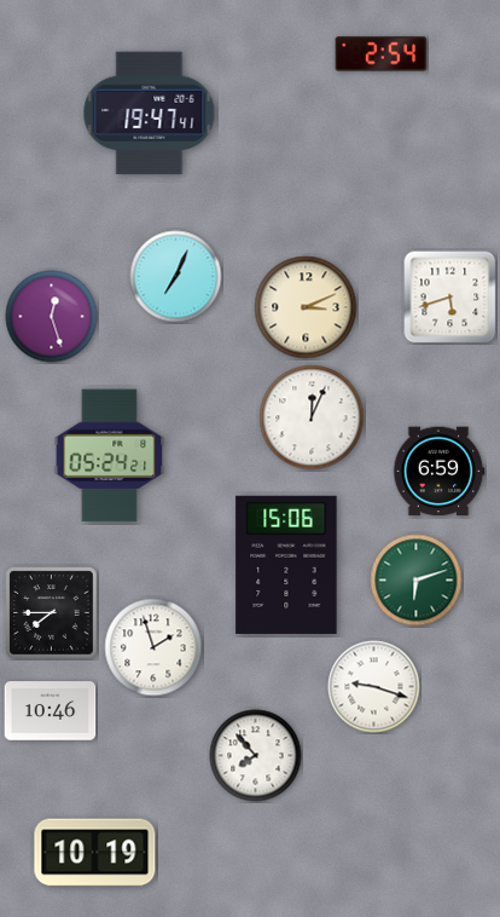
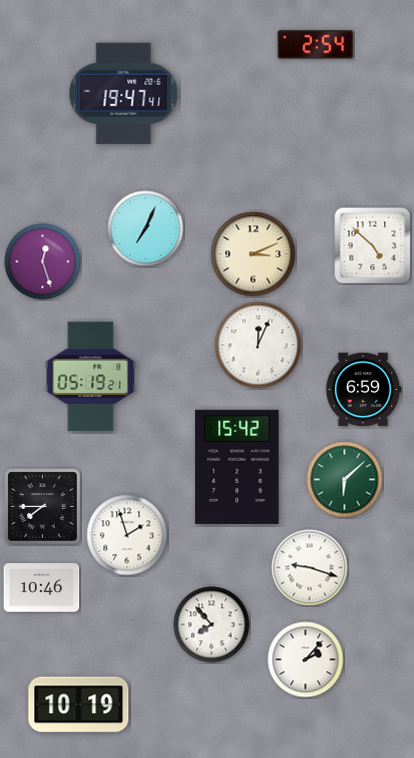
clock at (450, 298): 5:42 -> 4:52
clock at (110, 456): 05:24 -> 05:19
clock at (286, 565): 15:06 -> 15:42
clock at (417, 581): 6:12 -> 6:08
clock at (306, 660): none -> 2:07
